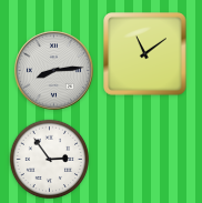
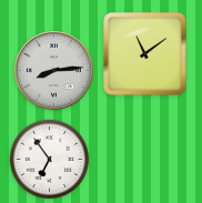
clock at (50, 160): 2:54 -> 6:54
